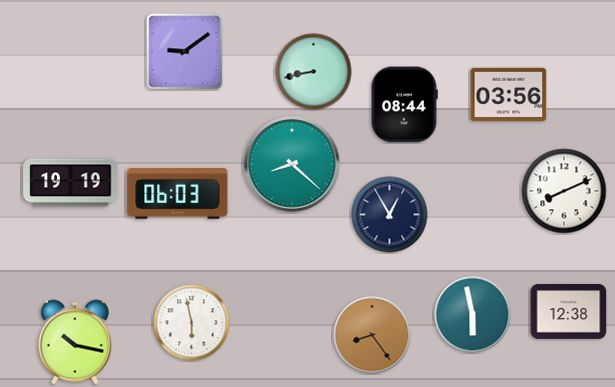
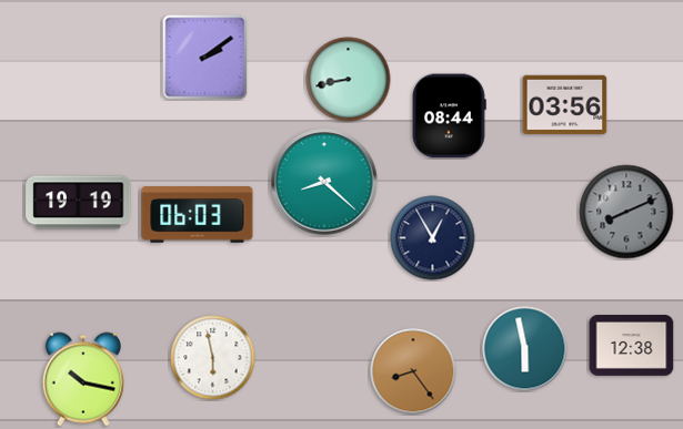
clock at (185, 52): 9:09 -> 2:09
clock at (564, 191) dial: white -> grey
